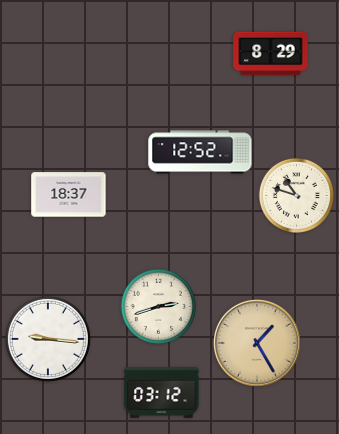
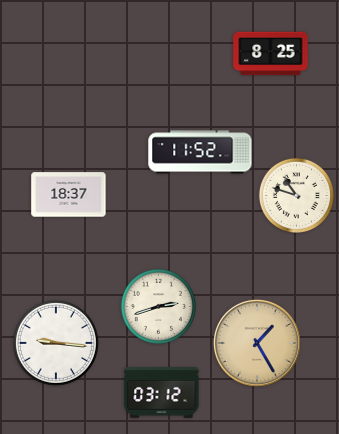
clock at (271, 54): 8:29 -> 8:25
clock at (200, 152): 12:52 -> 11:52
clock at (48, 339) position: (48, 339) -> (56, 343)
